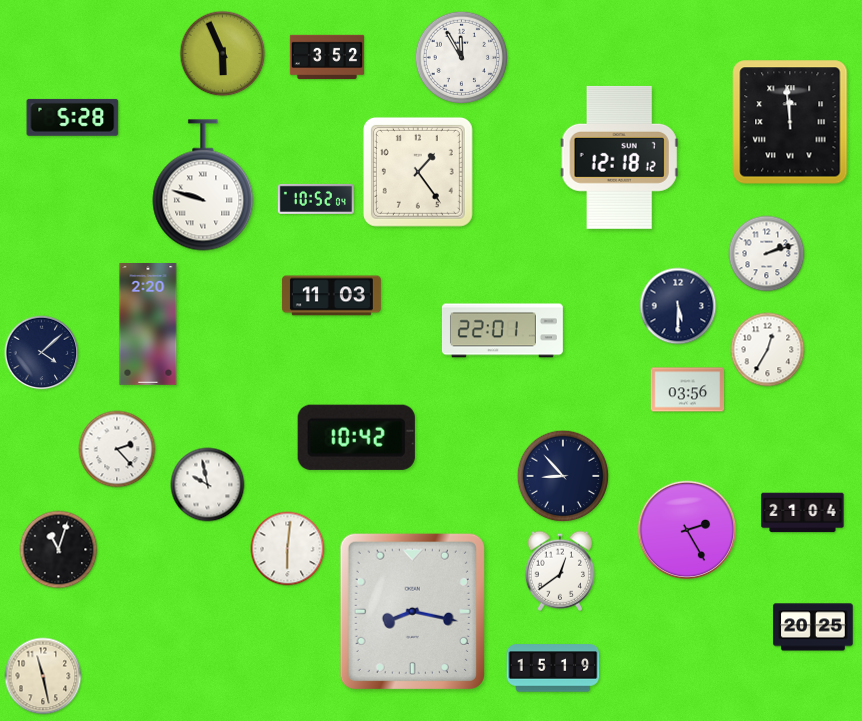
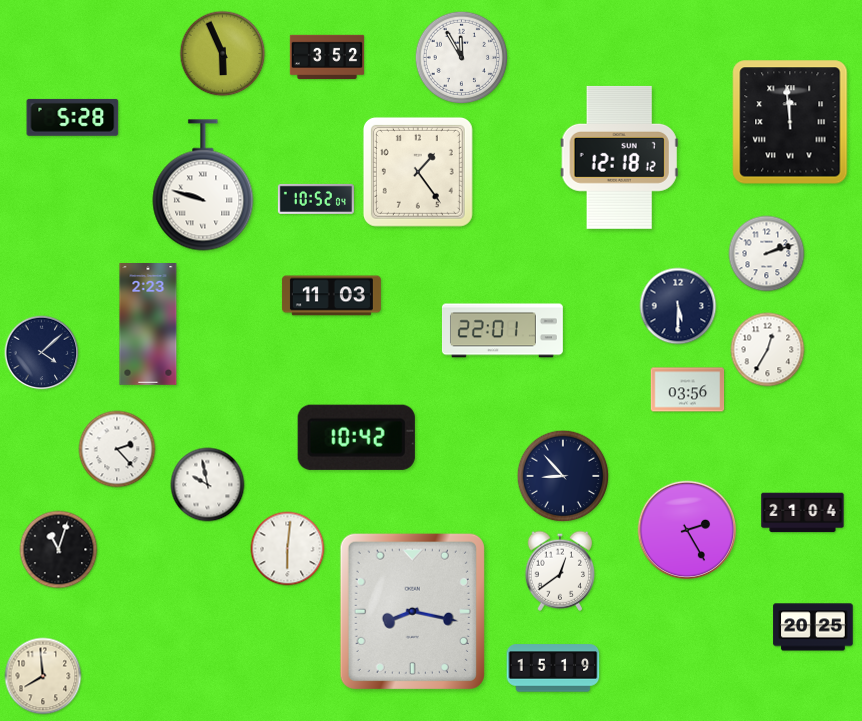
clock at (148, 325): 2:20 -> 2:23
clock at (43, 676): 11:28 -> 7:59
